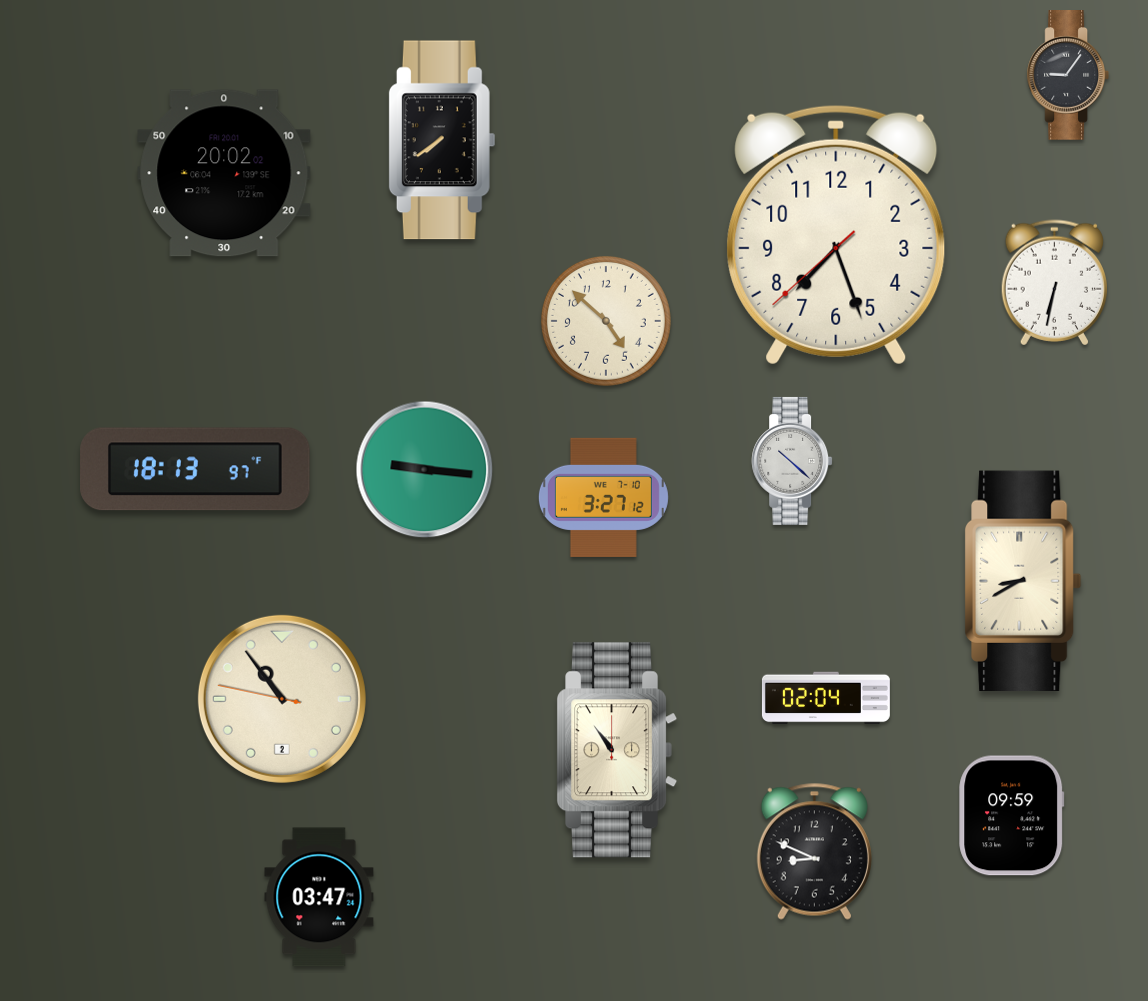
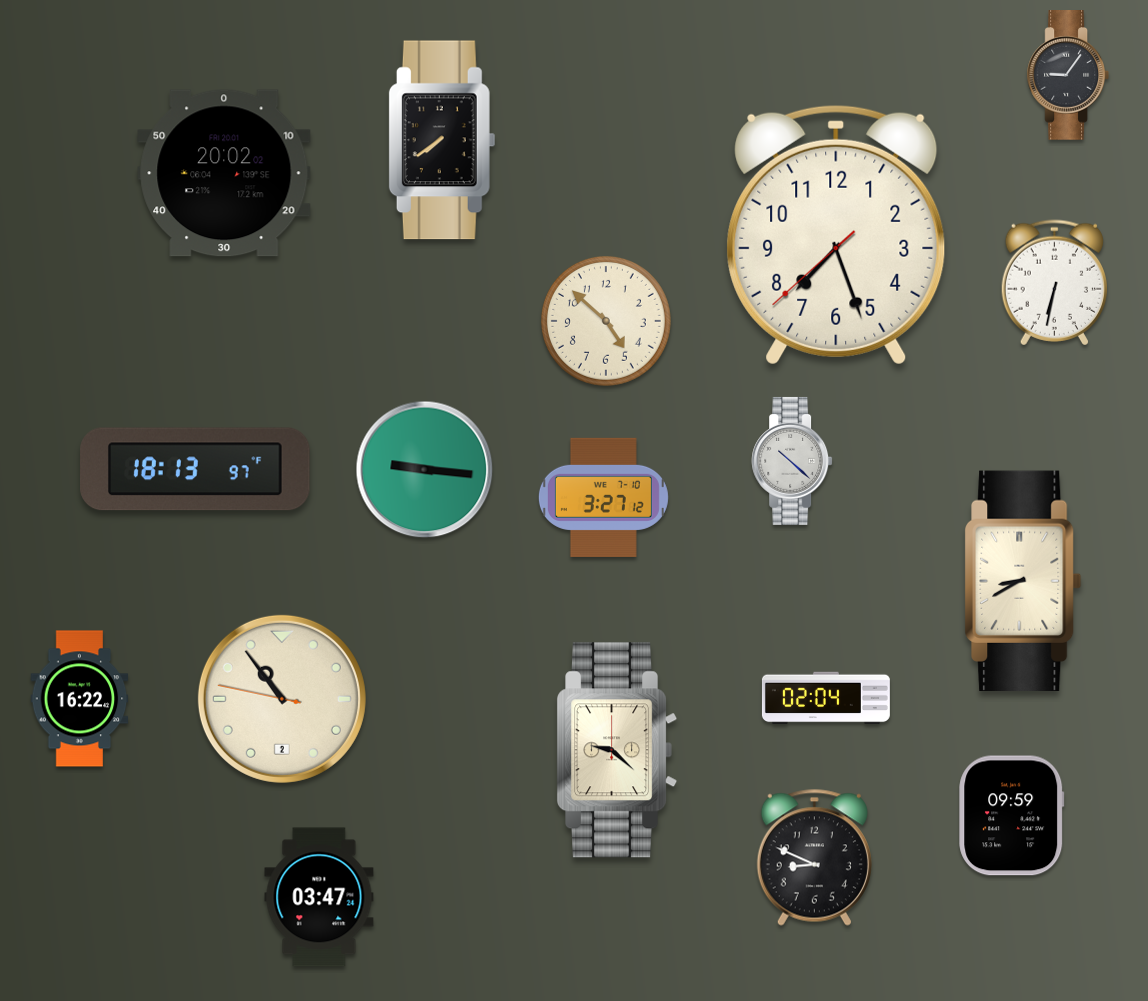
clock at (80, 699): none -> 16:22
clock at (617, 750): 10:54 -> 9:22
clock at (814, 851) position: (814, 851) -> (814, 857)
